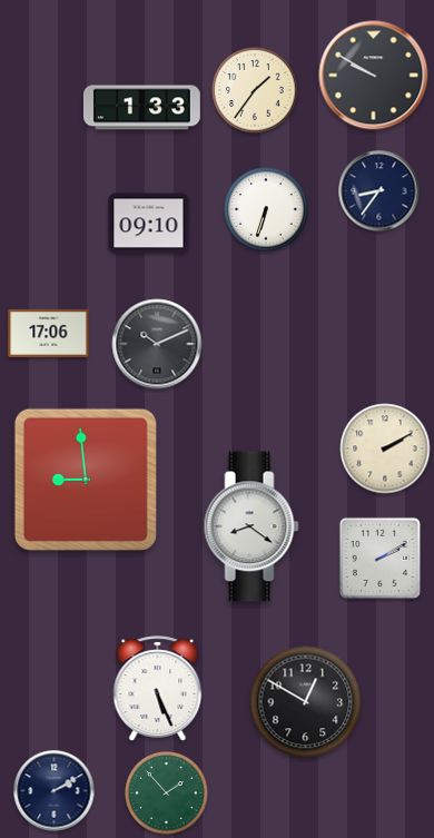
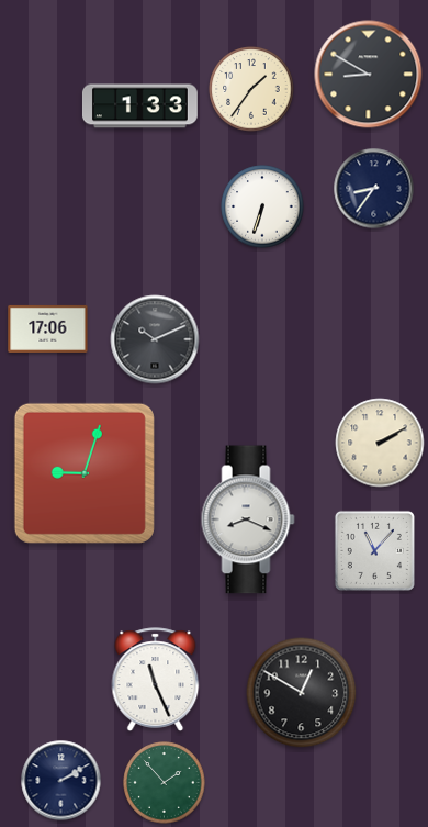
clock at (374, 76): 9:50 -> 8:50
clock at (149, 224): 09:10 -> none
clock at (86, 480): 8:59 -> 9:03
clock at (251, 526): 8:21 -> 8:19
clock at (379, 558): 2:10 -> 11:07
clock at (158, 689): 5:26 -> 11:26
clock at (55, 791) position: (55, 791) -> (61, 781)
